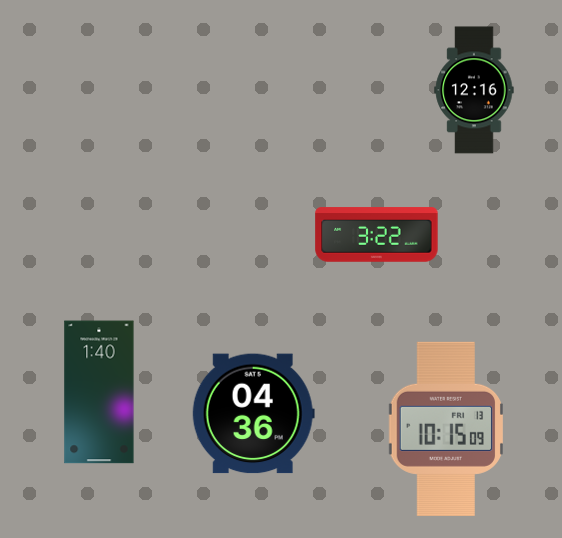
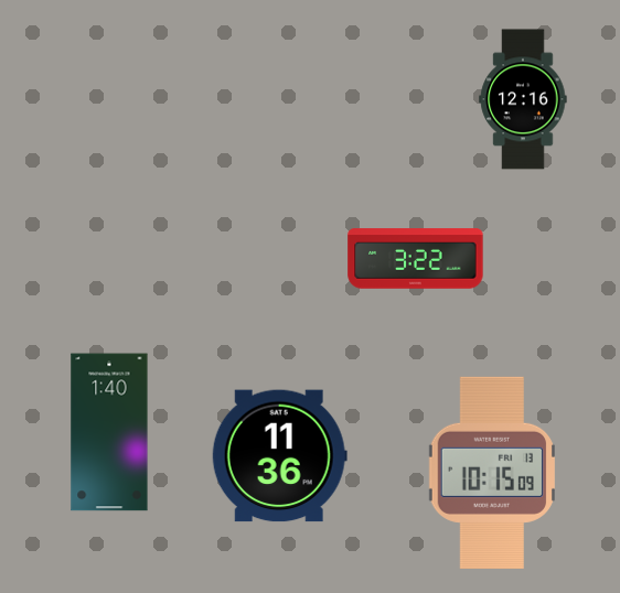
clock at (253, 414): 04:36 -> 11:36
